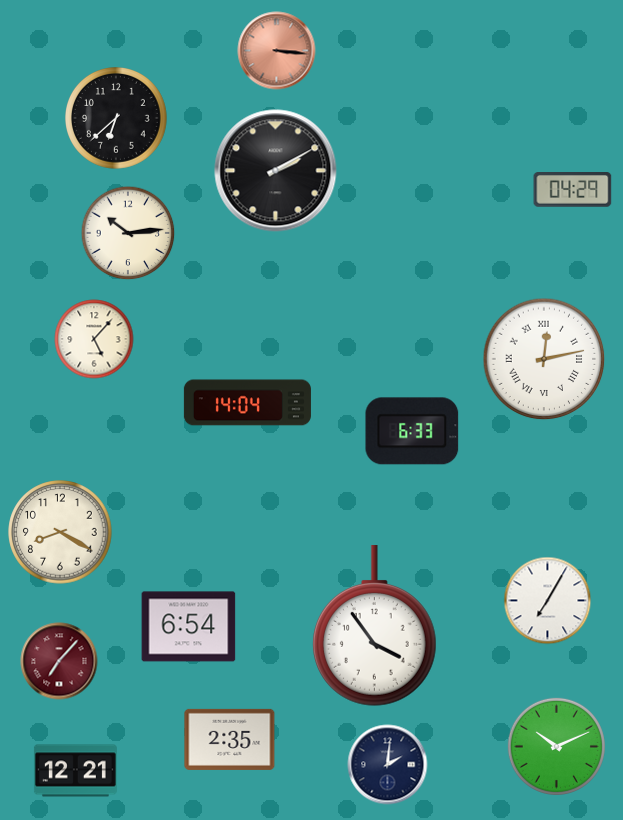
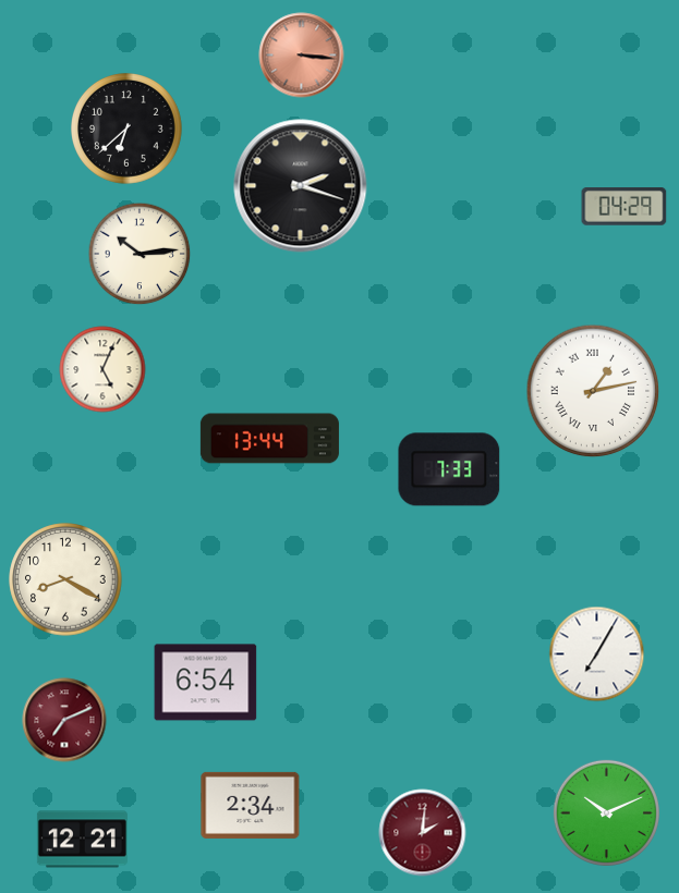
clock at (276, 171): 2:10 -> 2:18
clock at (94, 339): 5:07 -> 5:04
clock at (544, 359): 12:13 -> 1:13
clock at (247, 403): 14:04 -> 13:44
clock at (412, 431): 6:33 -> 7:33
clock at (375, 626): 3:54 -> none
clock at (59, 661): 7:07 -> 7:11
clock at (230, 739): 2:35 -> 2:34
clock at (388, 765) dial: navy -> burgundy
